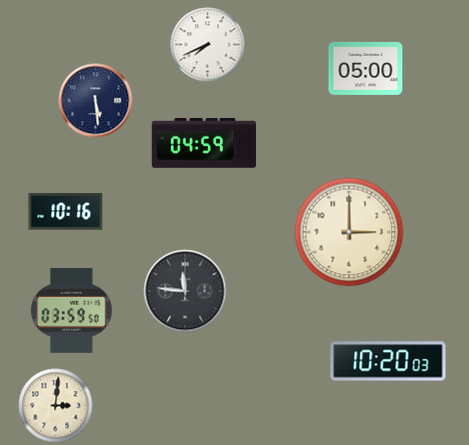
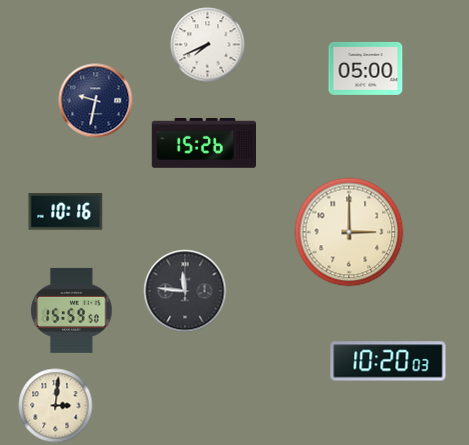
clock at (96, 101): 5:29 -> 9:32
clock at (203, 144): 04:59 -> 15:26
clock at (72, 310): 03:59 -> 15:59
